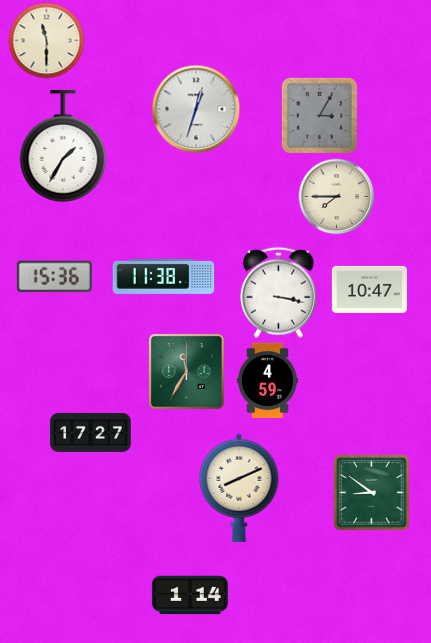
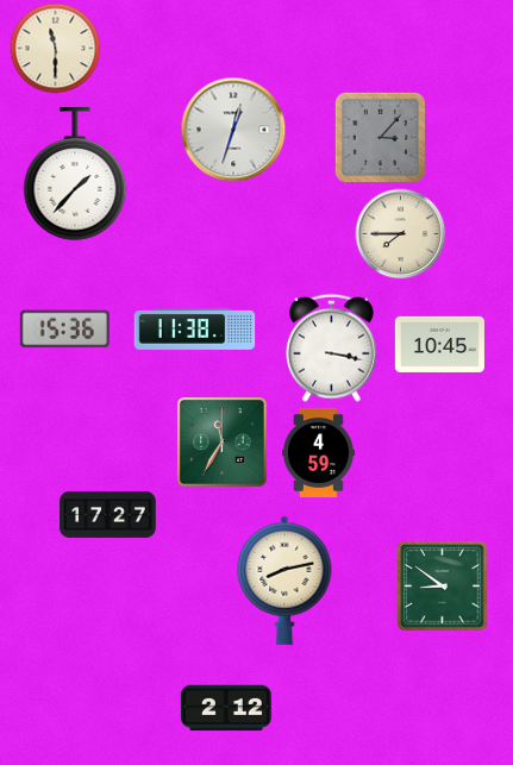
clock at (319, 115): 3:05 -> 3:07
clock at (63, 147): 1:35 -> 1:37
clock at (369, 289): 10:47 -> 10:45
clock at (239, 488): 8:11 -> 8:13
clock at (190, 595): 1:14 -> 2:12
